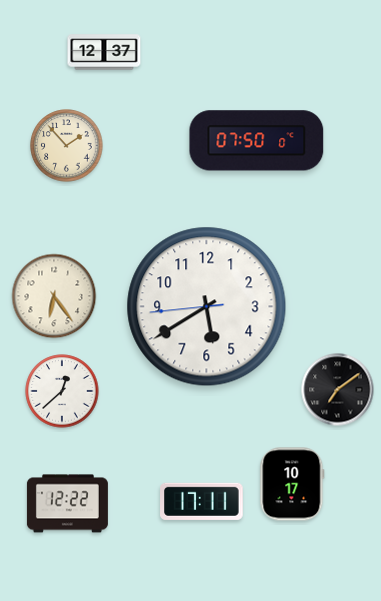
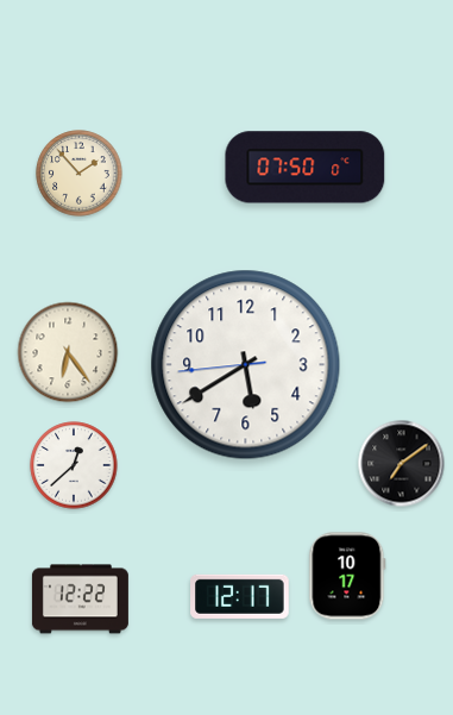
clock at (104, 52): 12:37 -> none
clock at (54, 296) position: (54, 296) -> (68, 352)
clock at (202, 501): 17:11 -> 12:17
